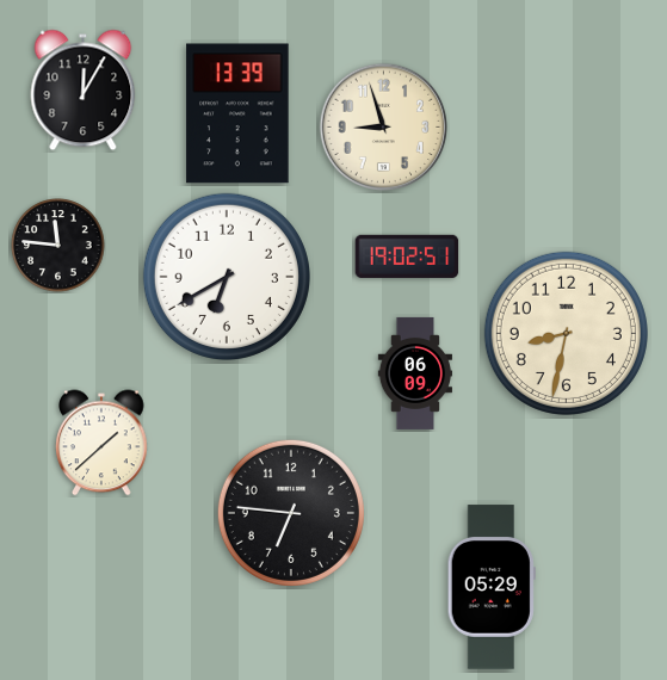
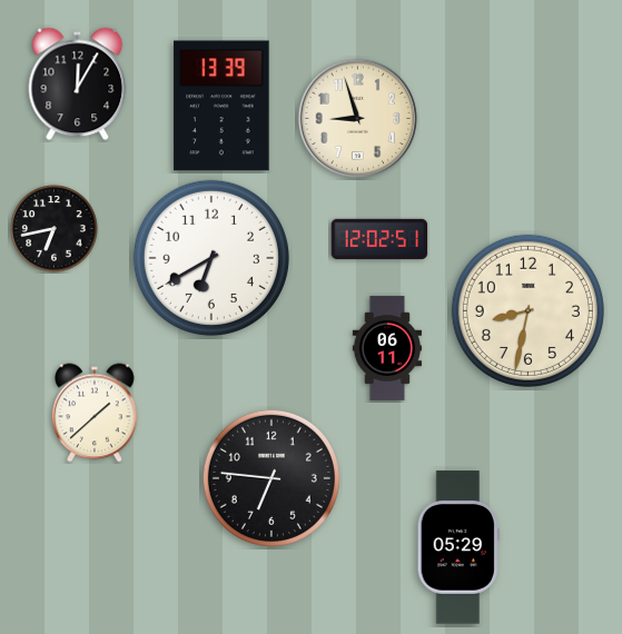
clock at (58, 246): 11:46 -> 6:43
clock at (407, 256): 19:02 -> 12:02
clock at (414, 373): 06:09 -> 06:11
